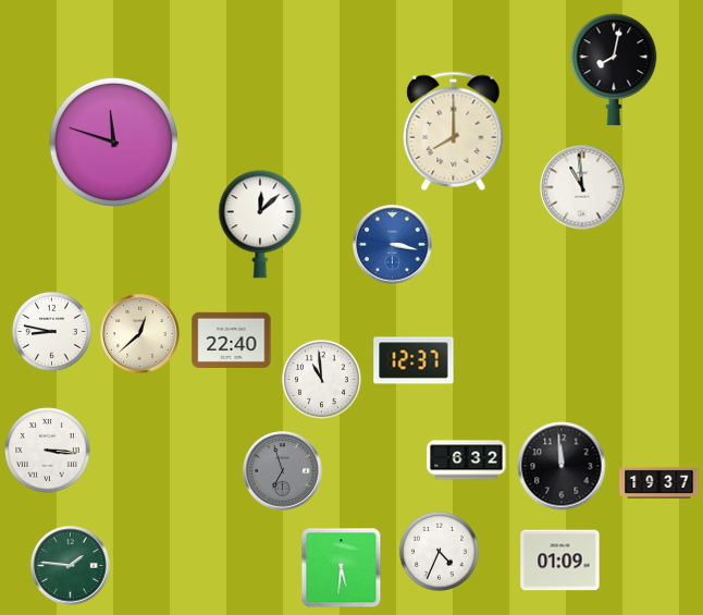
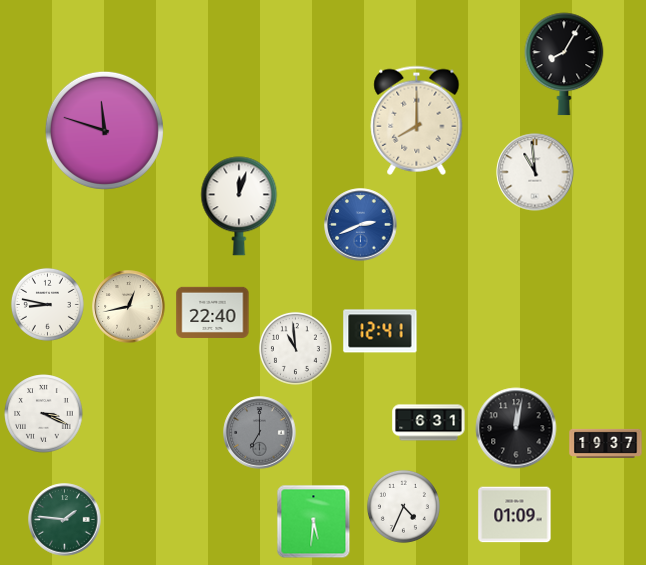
clock at (614, 70): 8:02 -> 8:05
clock at (260, 224): 12:08 -> 12:03
clock at (393, 245): 3:17 -> 2:41
clock at (140, 334): 12:38 -> 12:43
clock at (414, 360): 12:37 -> 12:41
clock at (48, 451): 3:16 -> 3:19
clock at (467, 460): 6:32 -> 6:31
clock at (562, 466): 11:59 -> 12:02
clock at (283, 471): 6:57 -> 7:00
